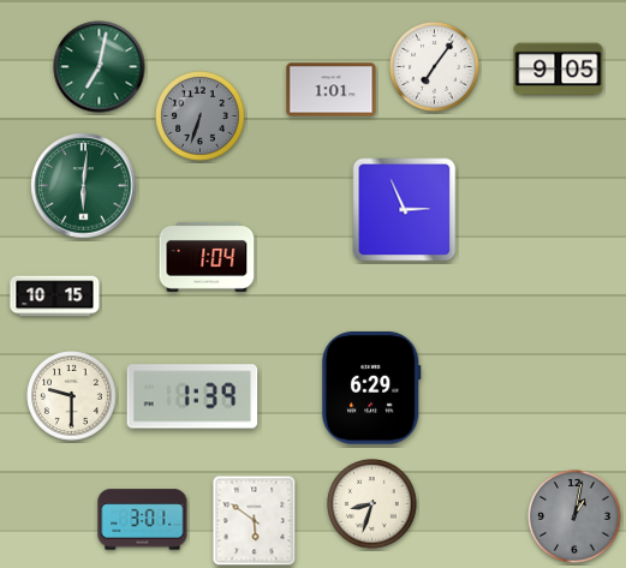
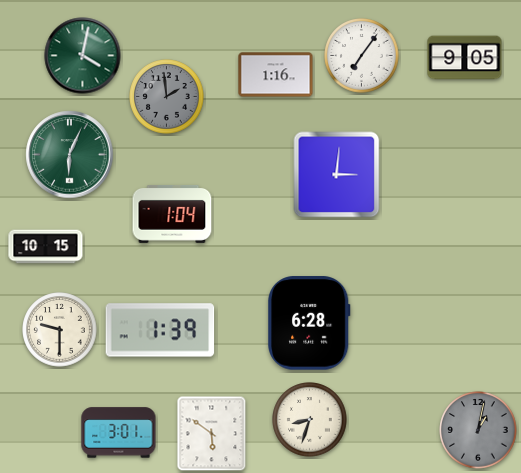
clock at (100, 67): 7:02 -> 4:02
clock at (332, 90): 1:01 -> 1:16
clock at (201, 116): 6:33 -> 1:59
clock at (84, 186): 6:01 -> 6:04
clock at (405, 210): 2:56 -> 3:01
clock at (372, 388): 6:29 -> 6:28
